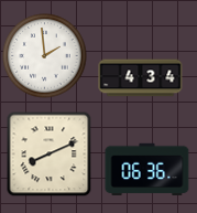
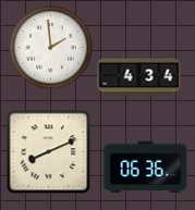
clock at (45, 56) position: (45, 56) -> (51, 48)
